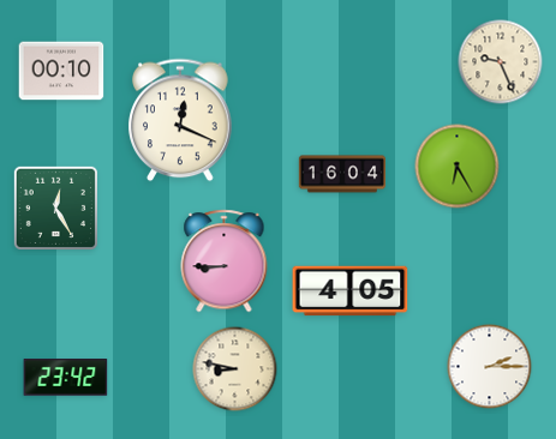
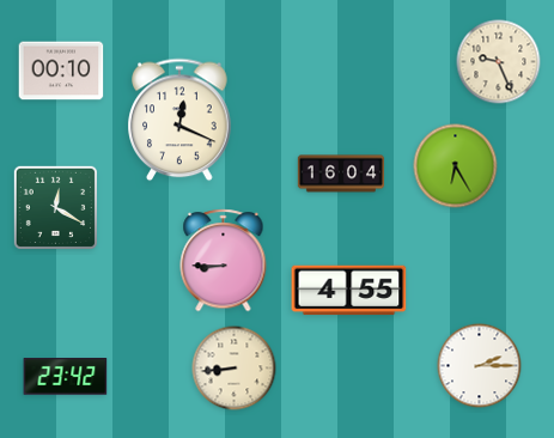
clock at (55, 208): 12:25 -> 12:20
clock at (351, 291): 4:05 -> 4:55
clock at (490, 367) position: (490, 367) -> (480, 366)
clock at (235, 369): 8:47 -> 8:44
